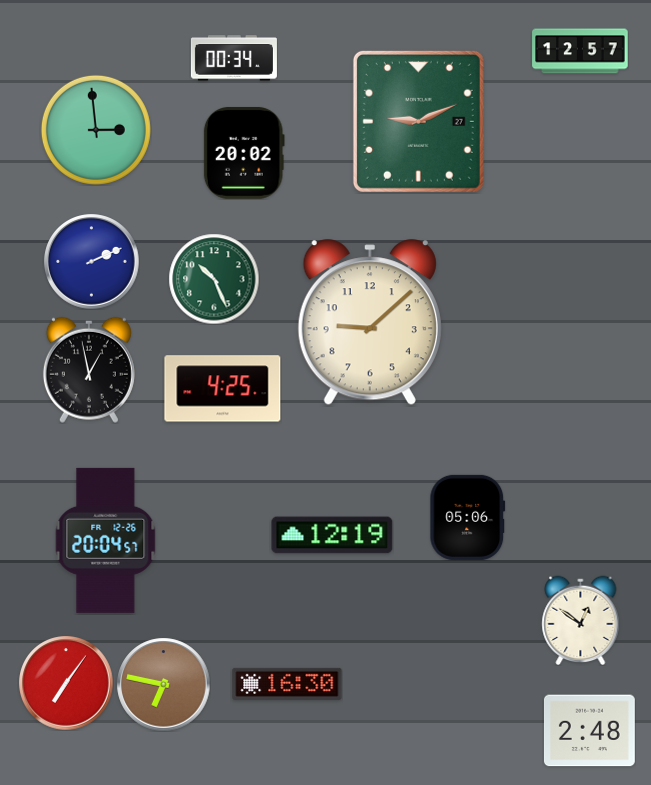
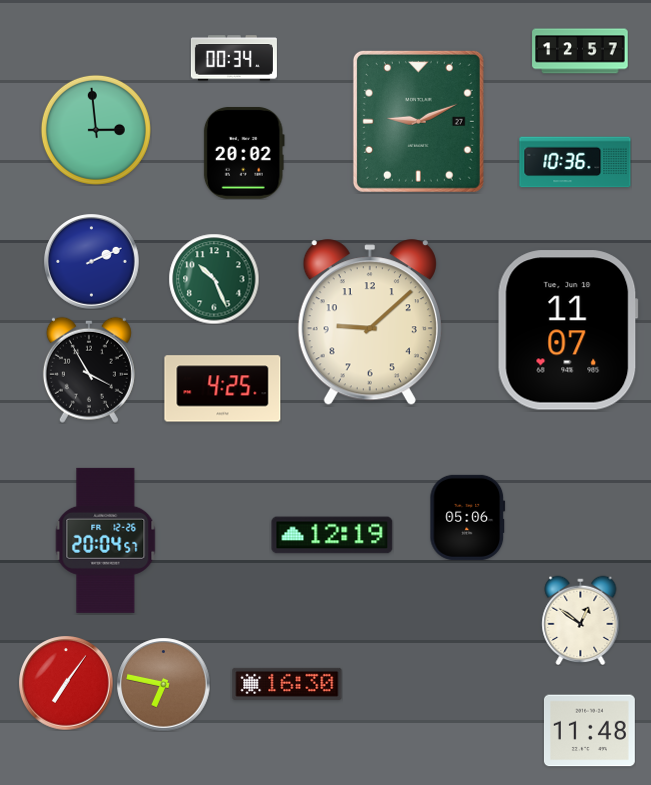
clock at (575, 162): none -> 10:36
clock at (568, 330): none -> 11:07
clock at (89, 370): 12:58 -> 3:55
clock at (589, 731): 2:48 -> 11:48
